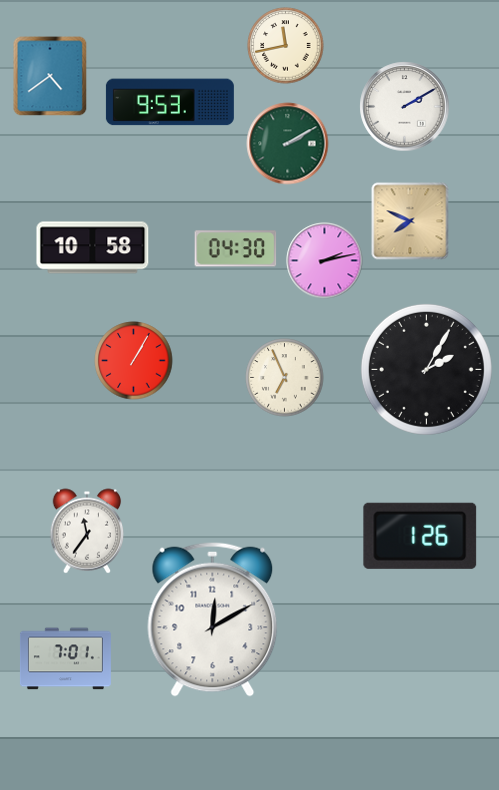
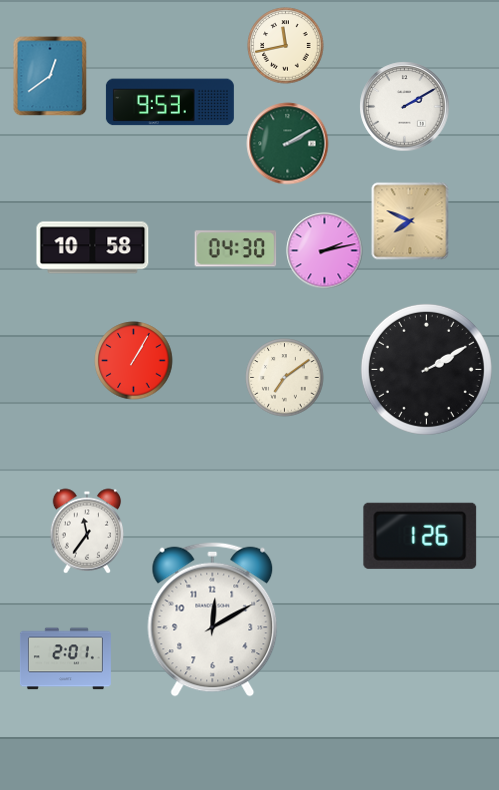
clock at (50, 76): 4:39 -> 12:39
clock at (325, 261) position: (325, 261) -> (325, 251)
clock at (426, 369): 2:05 -> 2:10
clock at (285, 378): 6:56 -> 7:09
clock at (65, 659): 7:01 -> 2:01
